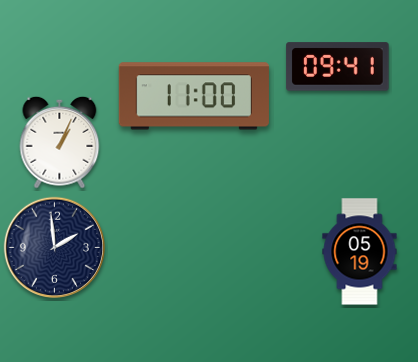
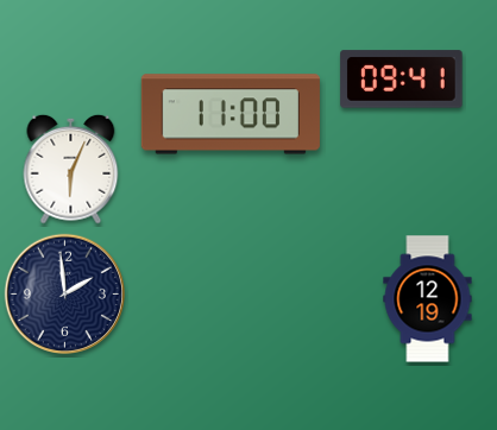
clock at (60, 142): 1:04 -> 6:04
clock at (360, 252): 05:19 -> 12:19
